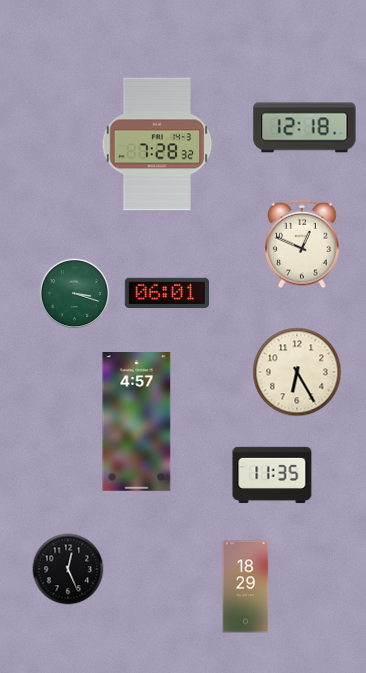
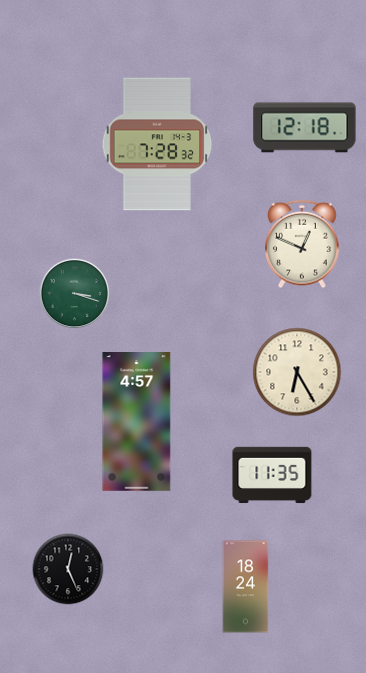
clock at (167, 293): 06:01 -> none
clock at (246, 587): 18:29 -> 18:24
